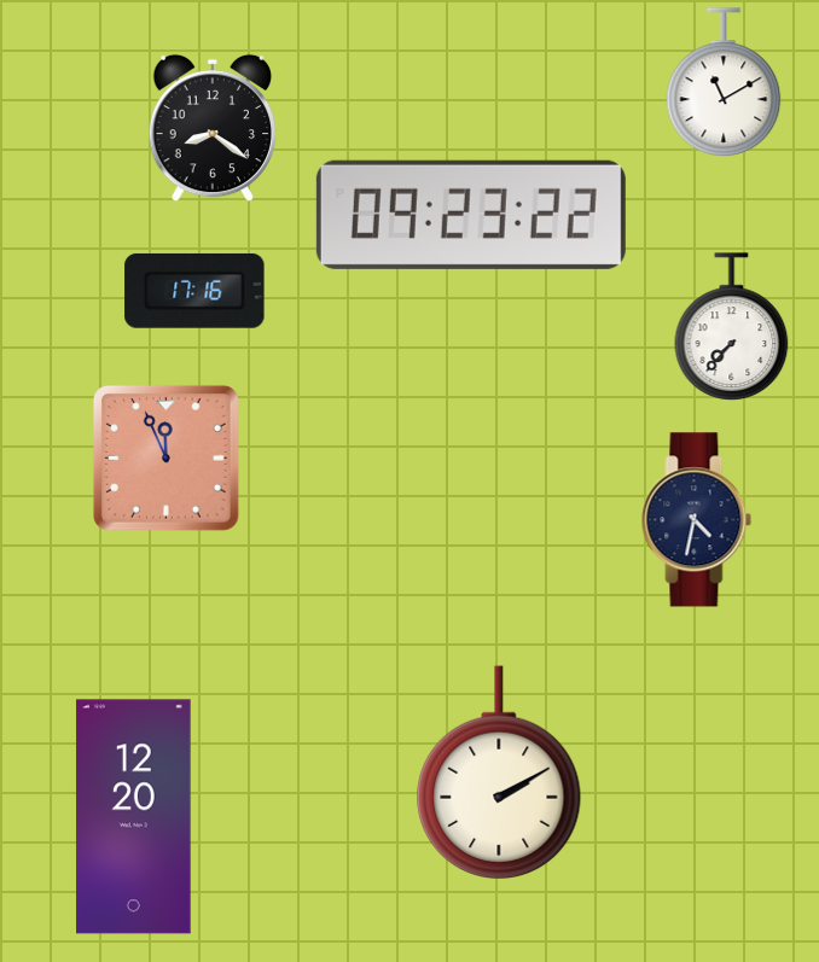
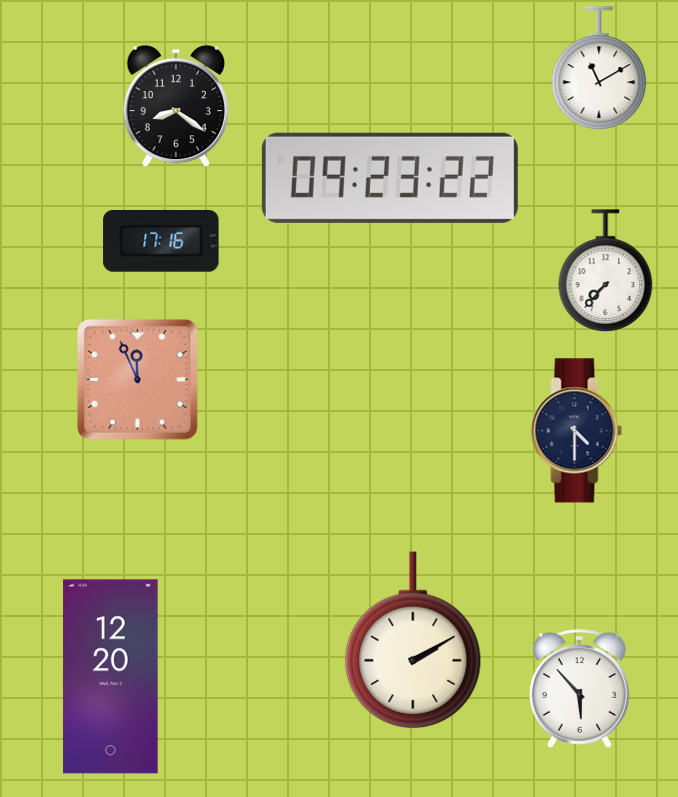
clock at (697, 520): 4:32 -> 4:30
clock at (579, 689): none -> 5:53
